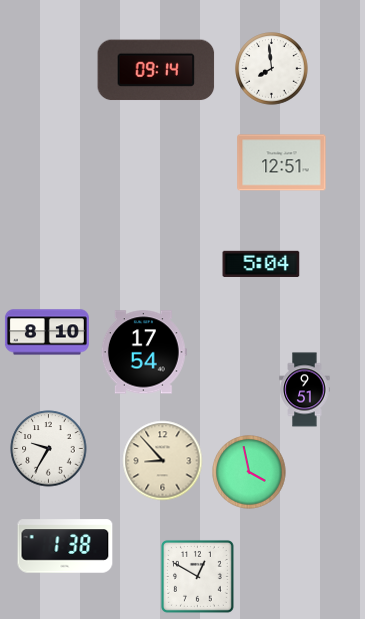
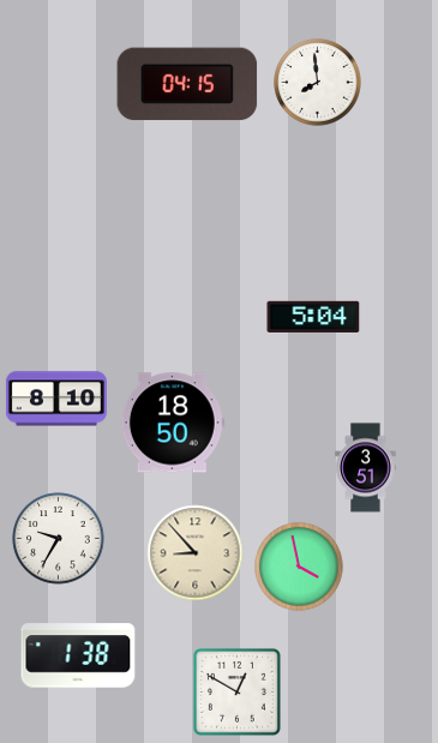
clock at (272, 69) position: (272, 69) -> (318, 83)
clock at (156, 70): 09:14 -> 04:15
clock at (282, 163): 12:51 -> none
clock at (144, 352): 17:54 -> 18:50
clock at (305, 390): 9:51 -> 3:51
